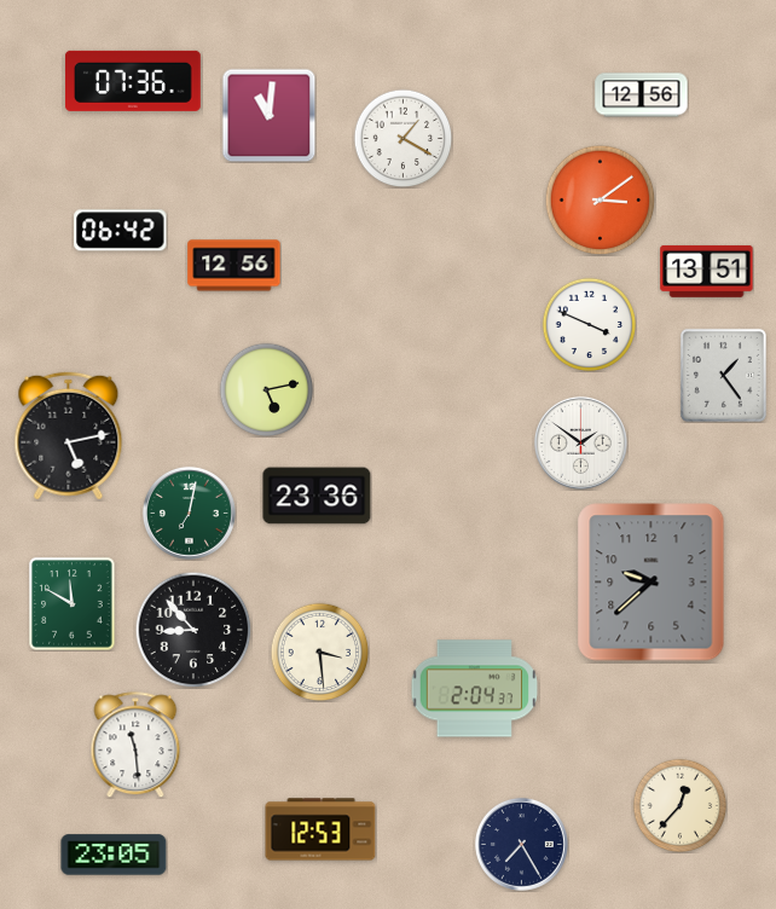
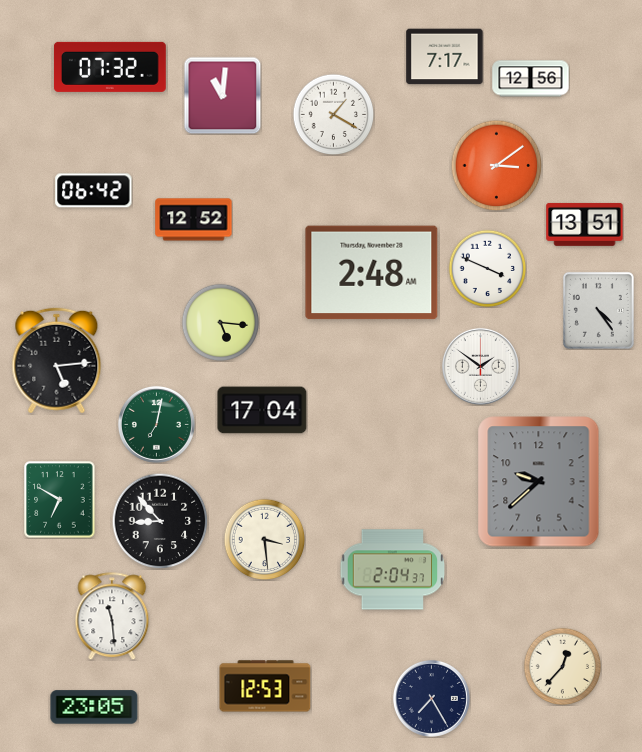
clock at (445, 57): none -> 7:17
clock at (133, 81): 07:36 -> 07:32
clock at (121, 231) position: (121, 231) -> (94, 191)
clock at (234, 266): 12:56 -> 12:52
clock at (372, 273): none -> 2:48
clock at (723, 375): 1:24 -> 4:24
clock at (266, 389): 5:13 -> 5:16
clock at (69, 436): 5:13 -> 5:14
clock at (317, 496): 23:36 -> 17:04
clock at (73, 604): 11:50 -> 6:50
